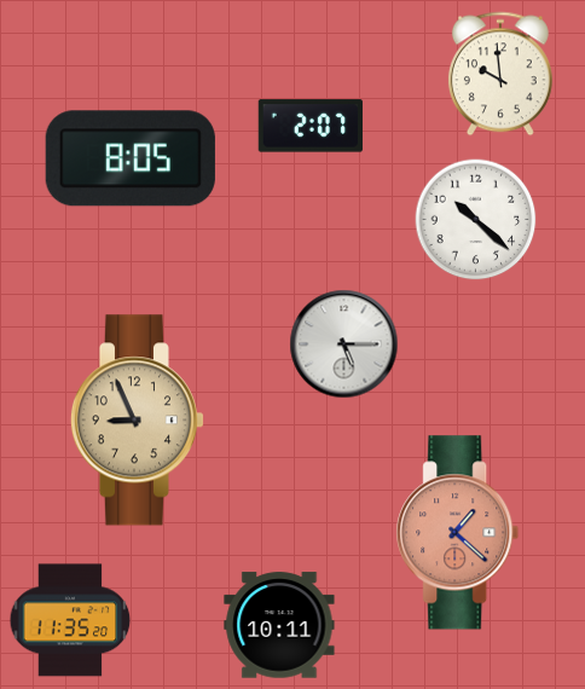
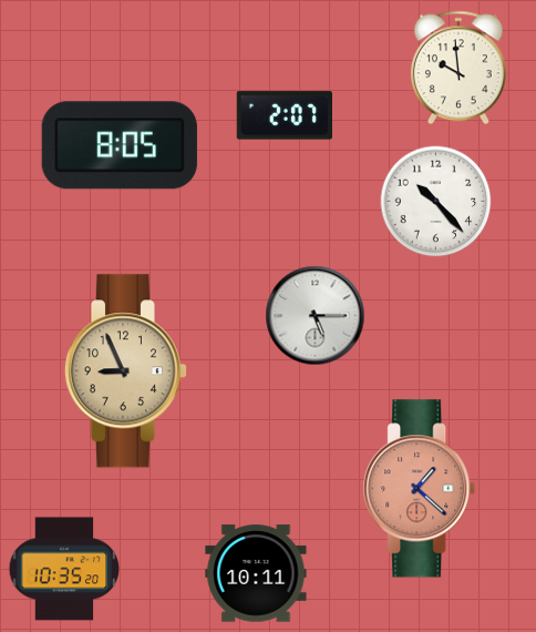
clock at (476, 220): 10:22 -> 10:23
clock at (137, 421) position: (137, 421) -> (125, 371)
clock at (70, 620): 11:35 -> 10:35
